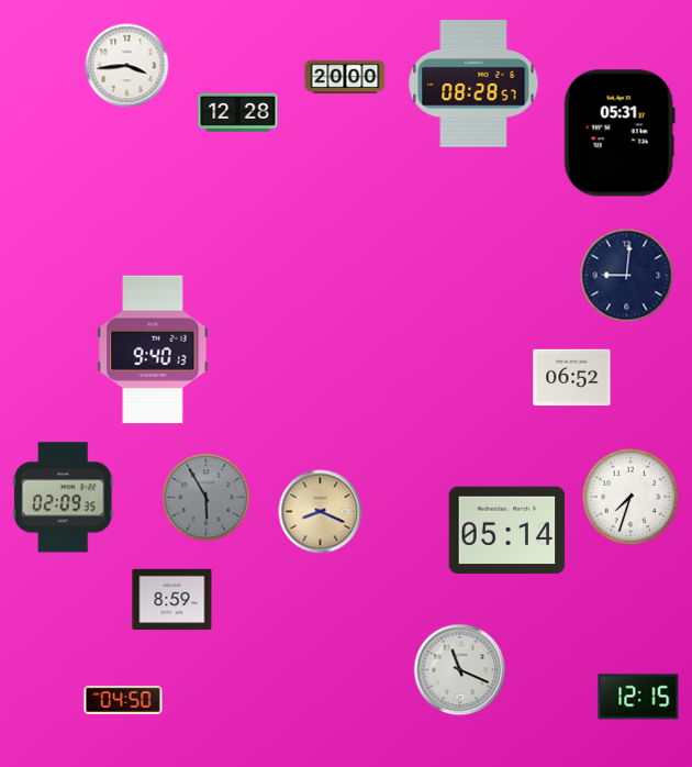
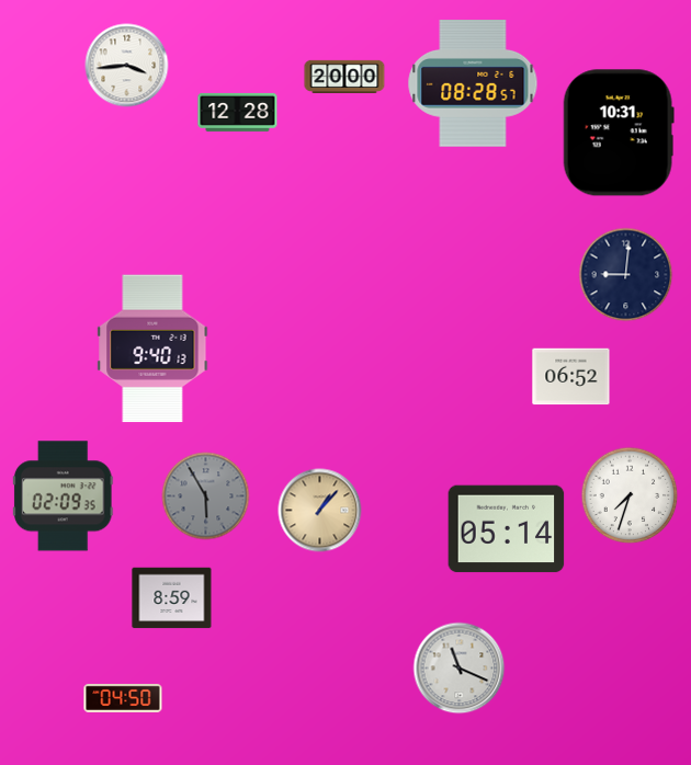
clock at (620, 133): 05:31 -> 10:31
clock at (321, 512): 8:19 -> 1:07
clock at (638, 697): 12:15 -> none
